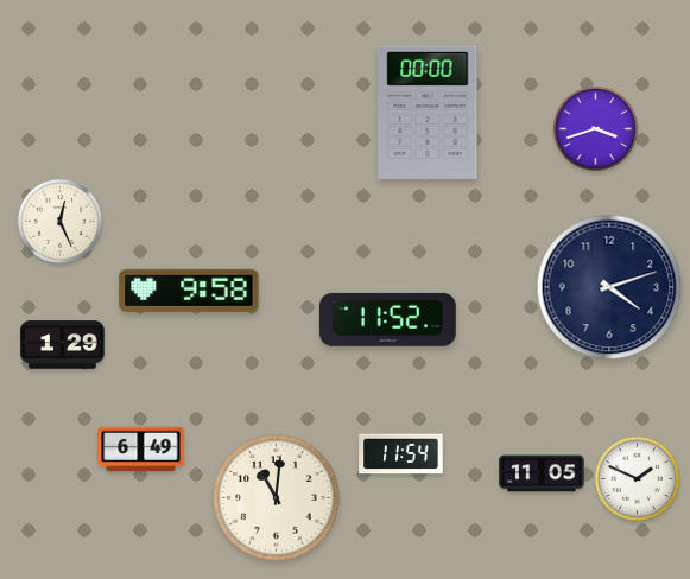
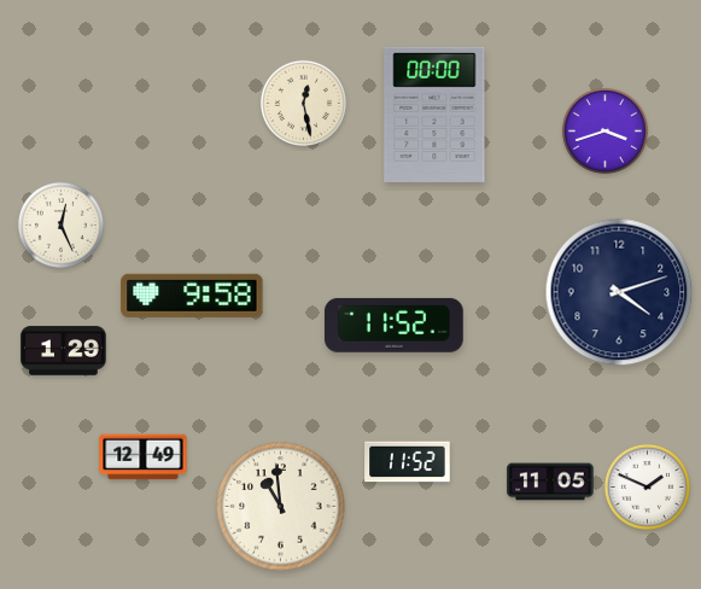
clock at (303, 103): none -> 12:28
clock at (141, 450): 6:49 -> 12:49
clock at (401, 454): 11:54 -> 11:52
clock at (277, 498): 11:01 -> 10:59
